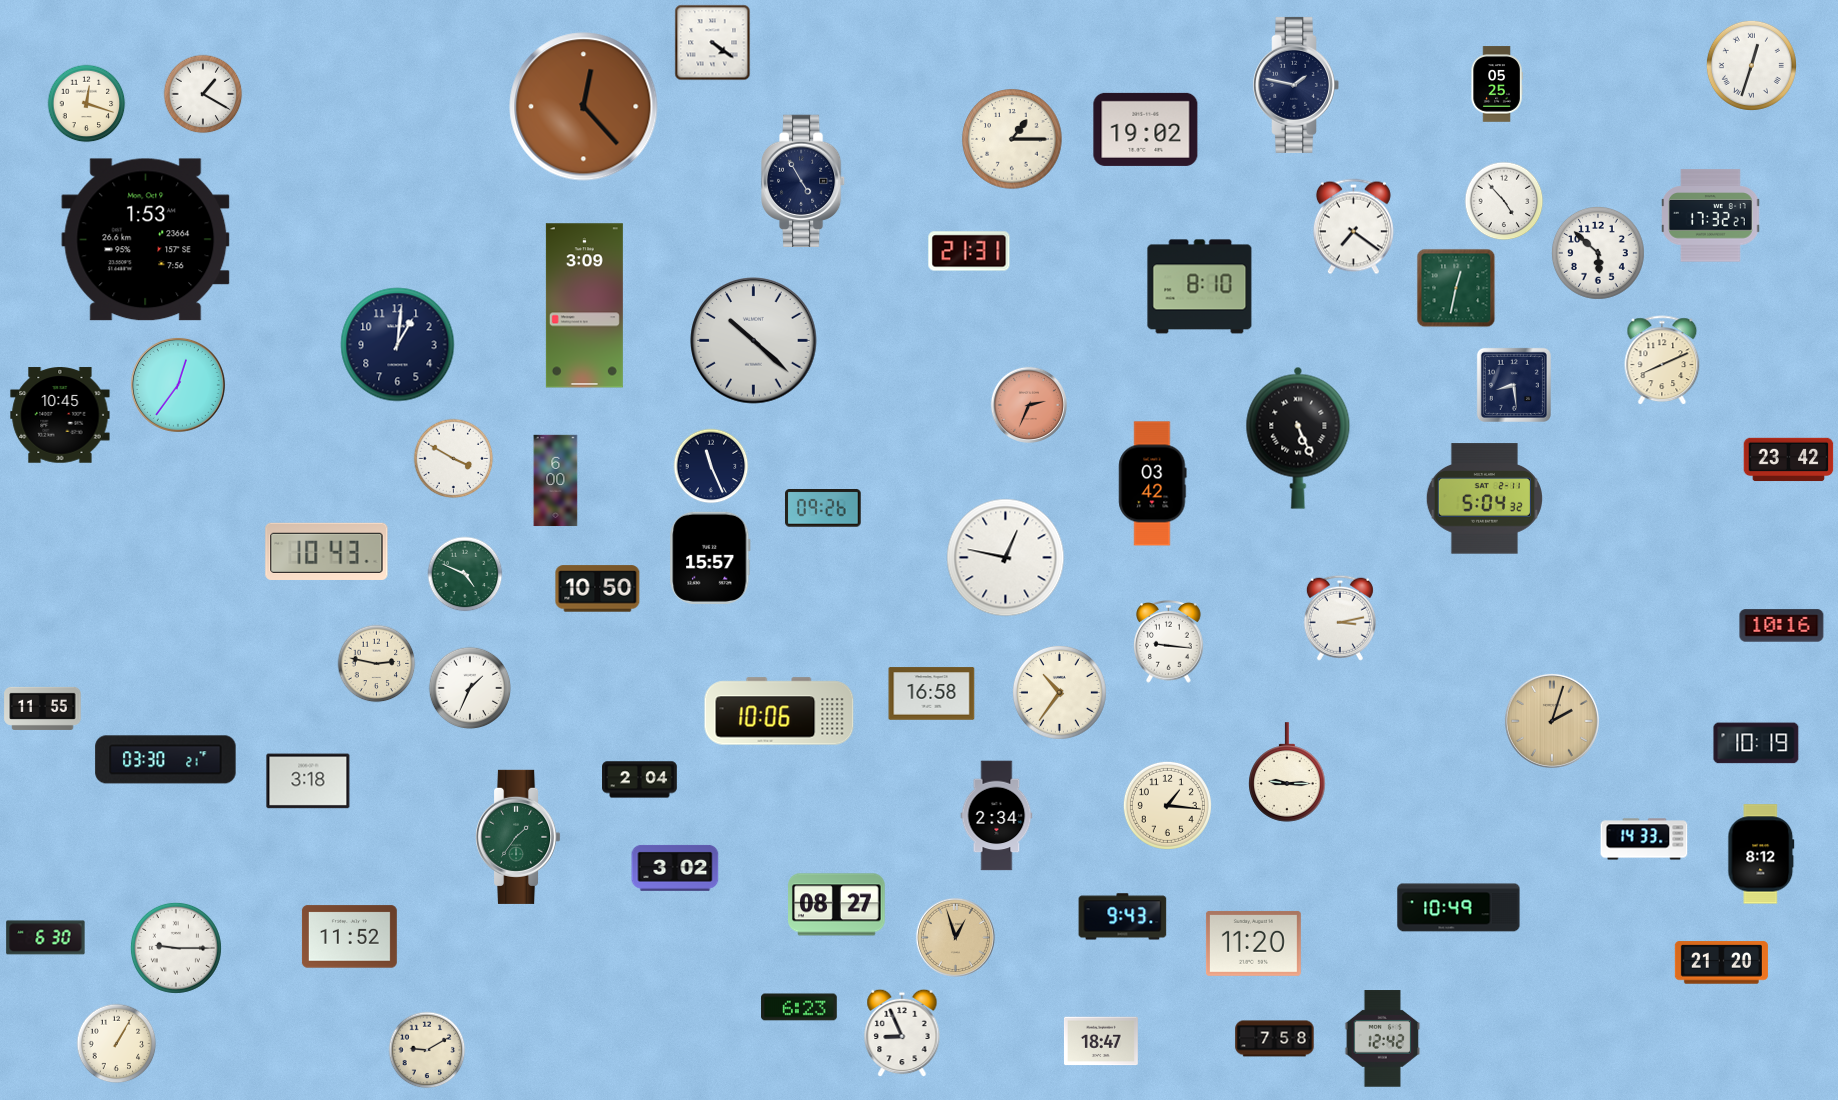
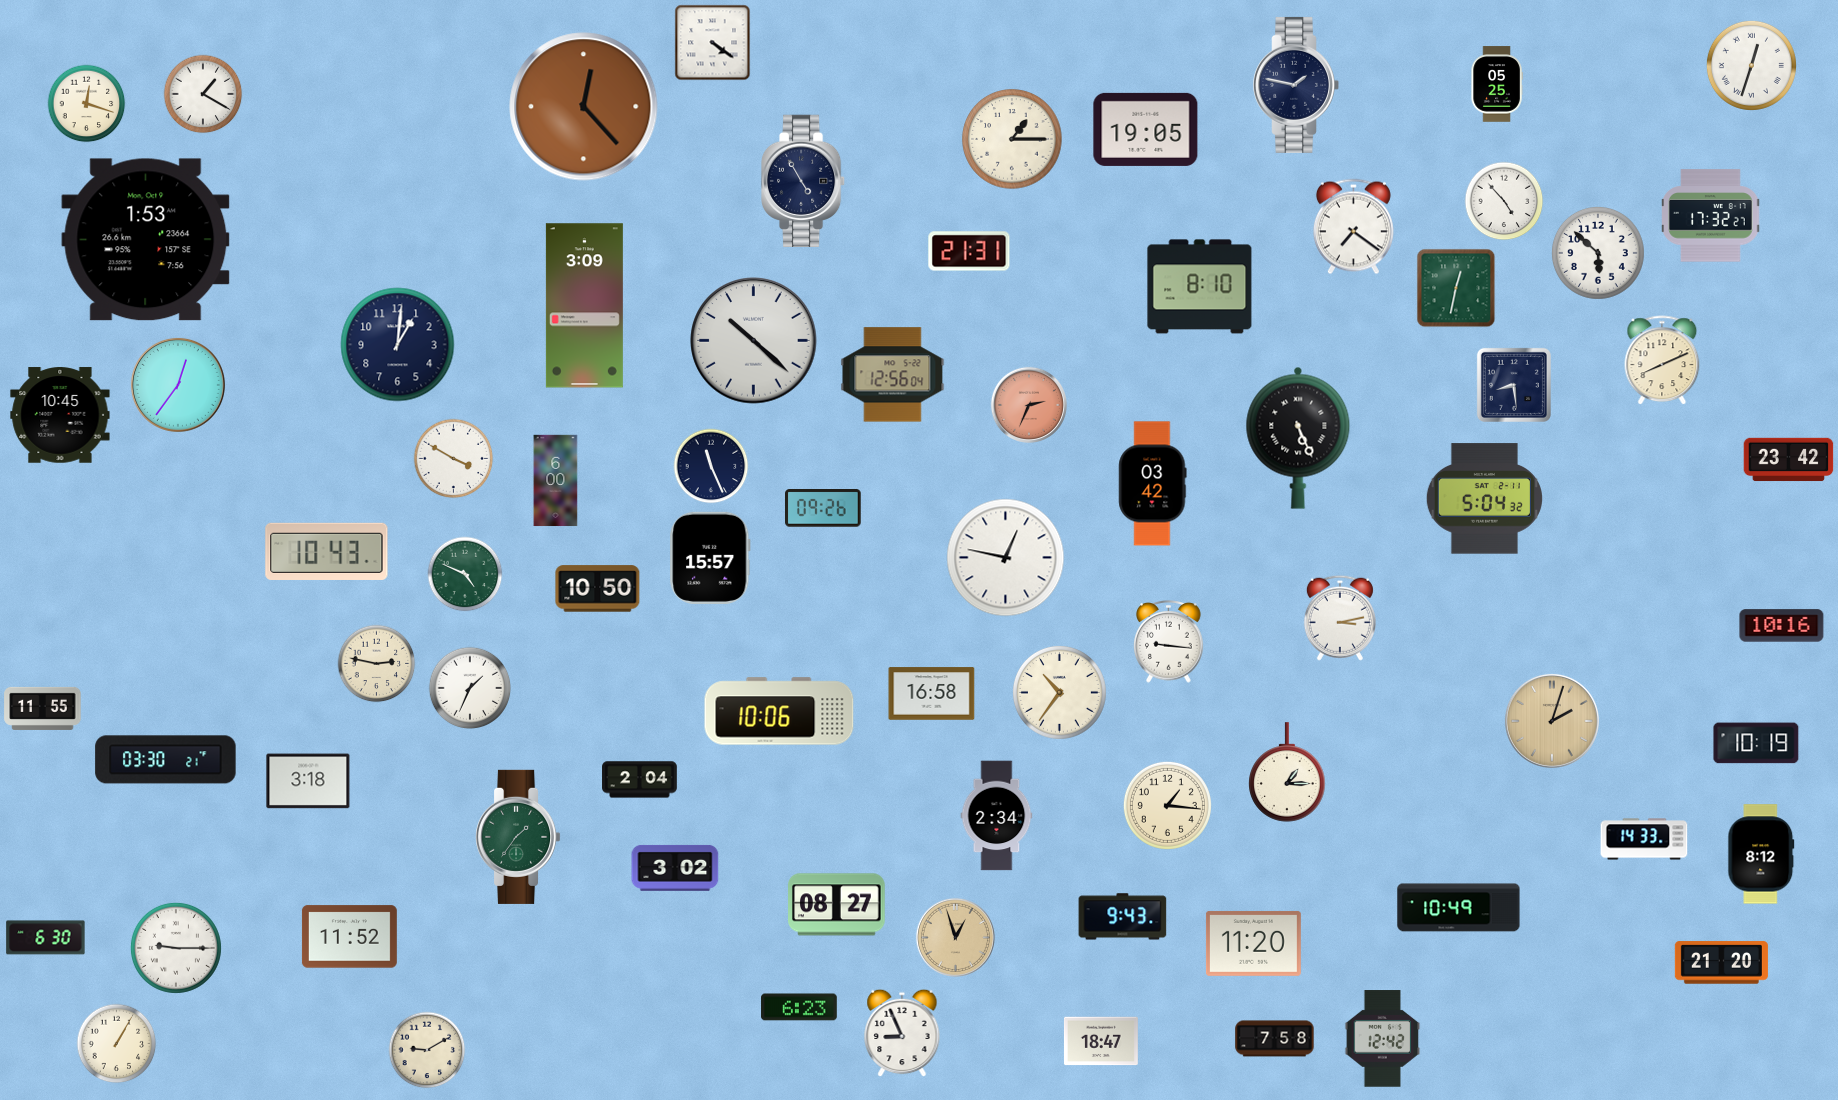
clock at (1146, 129): 19:02 -> 19:05
clock at (893, 375): none -> 12:56
clock at (1287, 772): 9:15 -> 1:15
